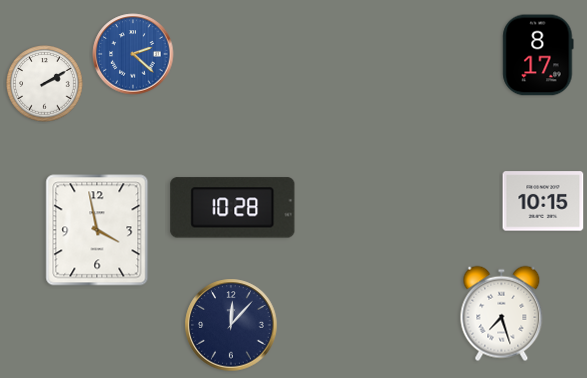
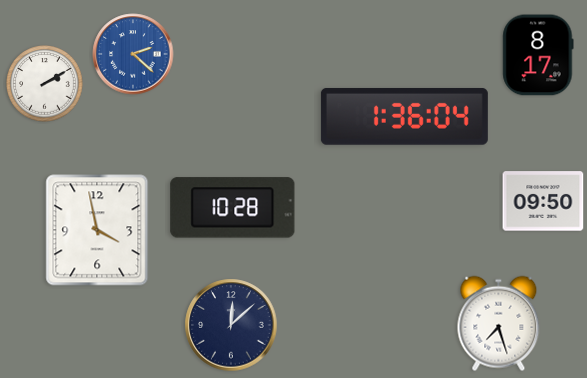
clock at (404, 116): none -> 1:36
clock at (543, 201): 10:15 -> 09:50
clock at (502, 314) position: (502, 314) -> (499, 324)
clock at (231, 325): 12:07 -> 12:08
